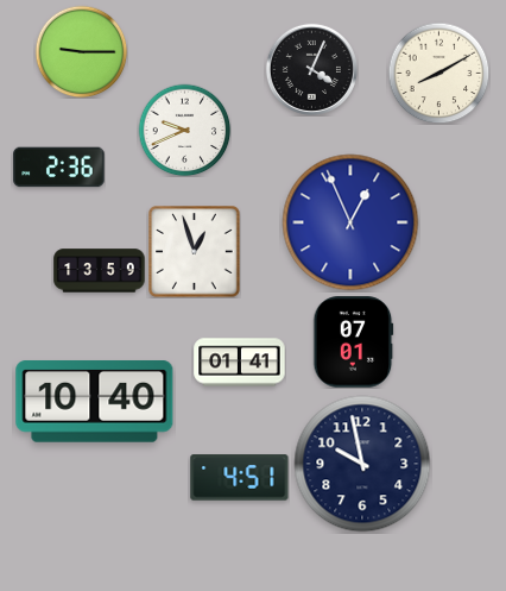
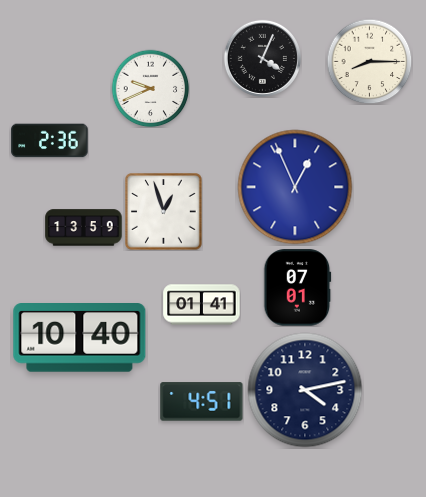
clock at (81, 51): 9:15 -> none
clock at (438, 73): 8:10 -> 8:15
clock at (184, 130) position: (184, 130) -> (150, 88)
clock at (362, 464): 9:58 -> 4:13
